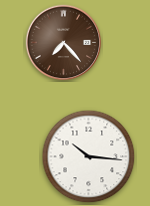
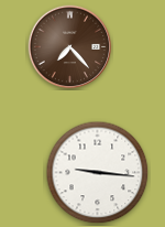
clock at (89, 157): 10:16 -> 9:16
